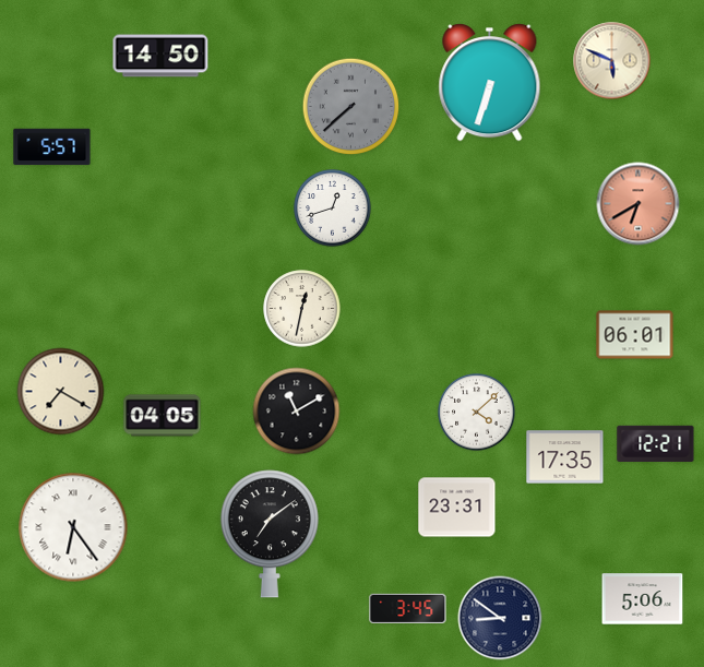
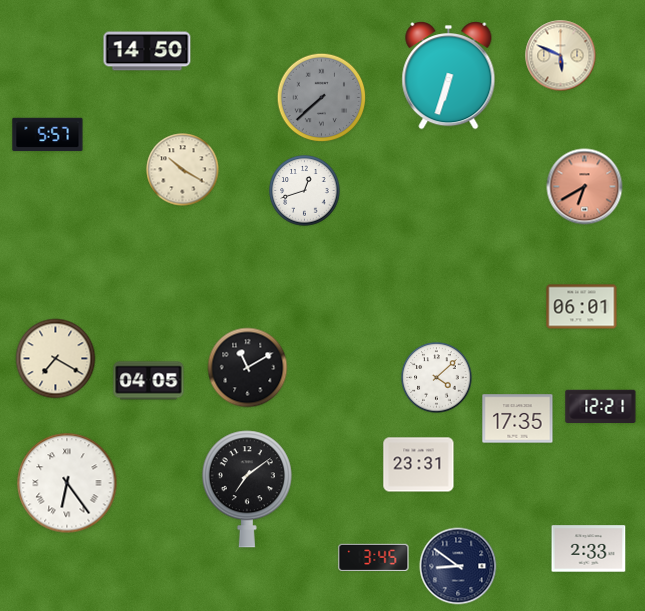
clock at (183, 170): none -> 10:20
clock at (302, 309): 12:32 -> none
clock at (297, 412) position: (297, 412) -> (248, 368)
clock at (643, 599): 5:06 -> 2:33
